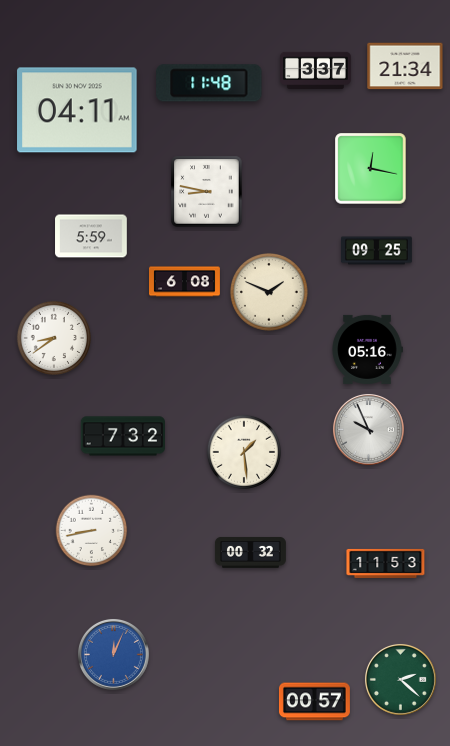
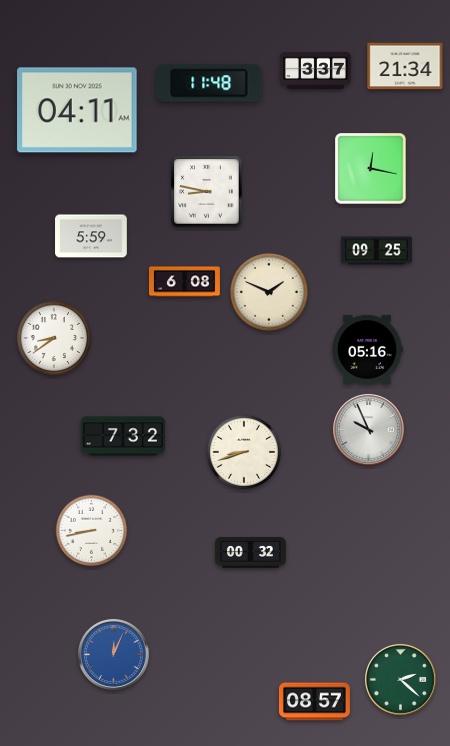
clock at (243, 451): 1:29 -> 8:42
clock at (386, 563): 11:53 -> none
clock at (314, 702): 00:57 -> 08:57
